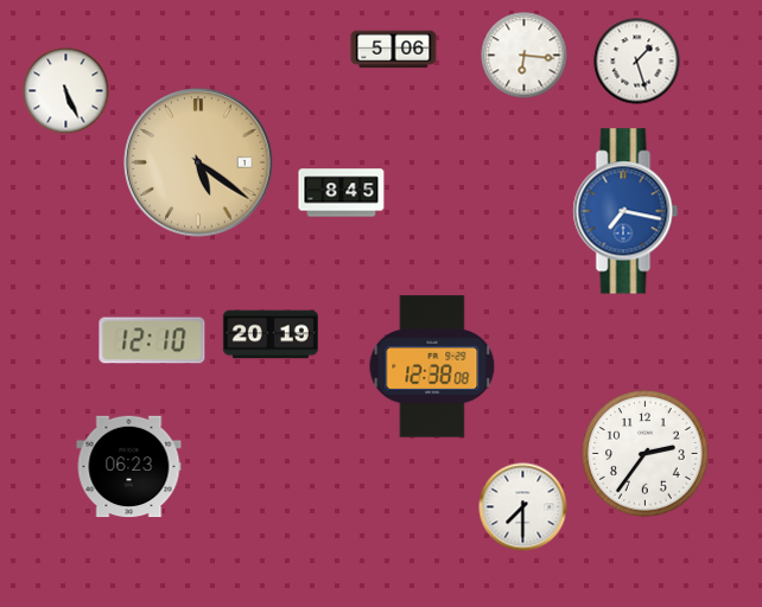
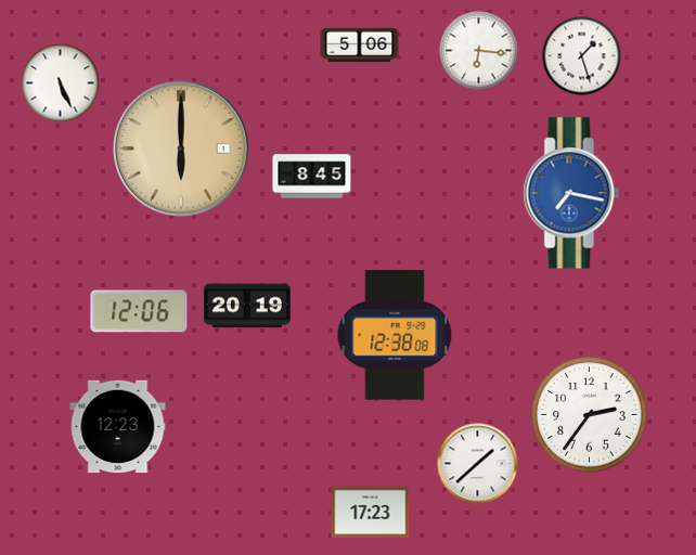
clock at (198, 162): 5:21 -> 6:00
clock at (152, 340): 12:10 -> 12:06
clock at (129, 467): 06:23 -> 12:23
clock at (523, 507): 7:30 -> 1:38
clock at (371, 513): none -> 17:23
